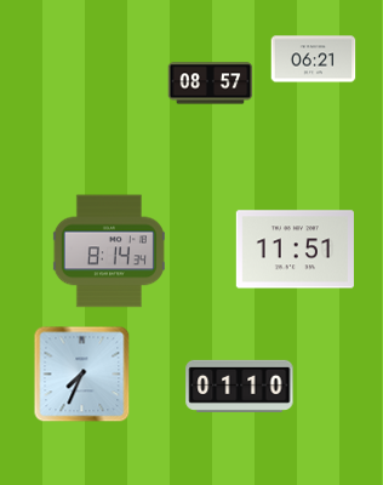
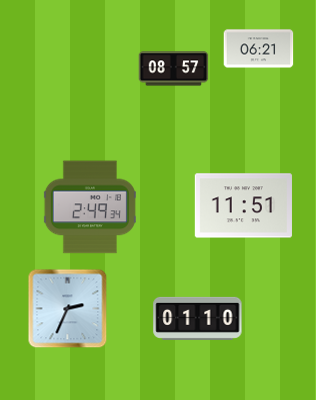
clock at (109, 251): 8:14 -> 2:49
clock at (82, 375): 7:34 -> 2:34
